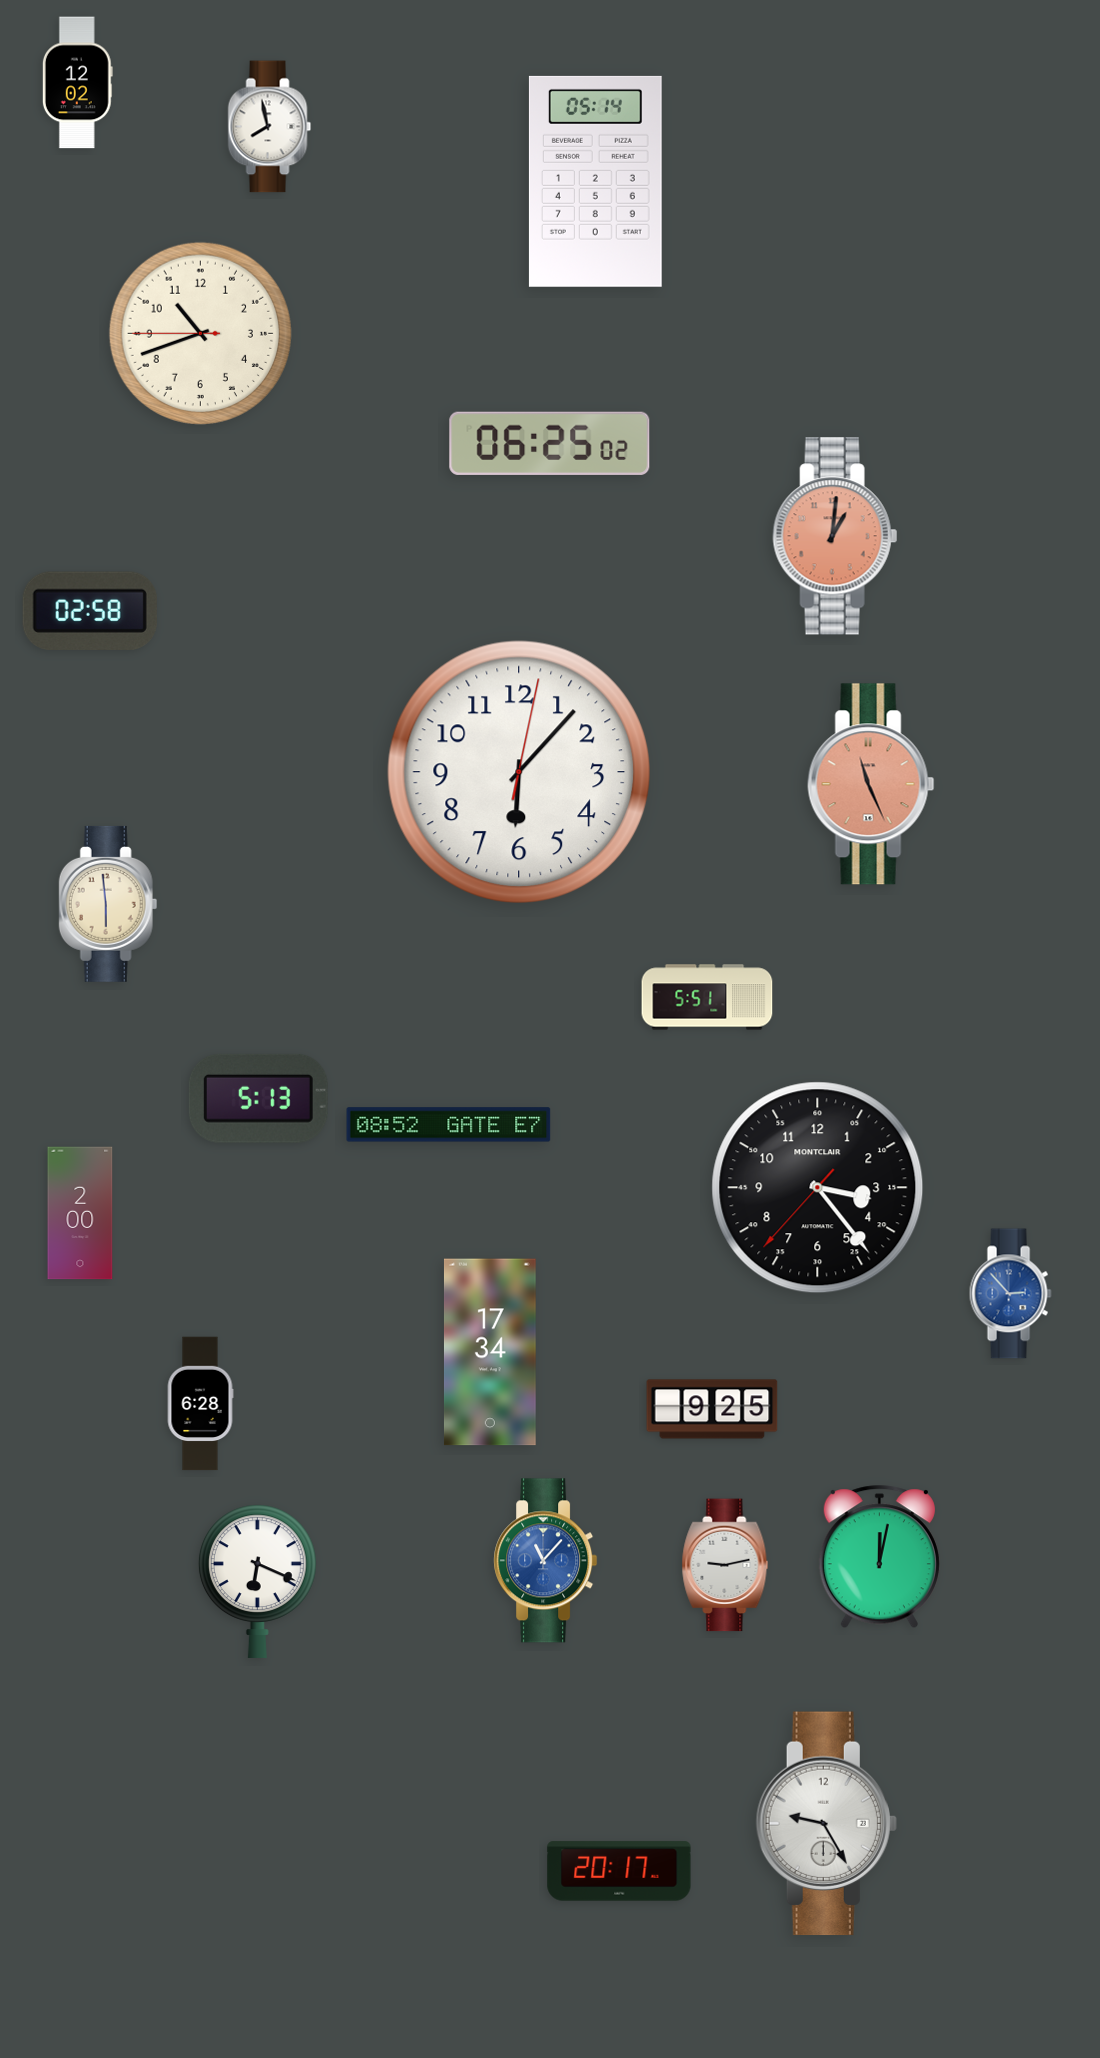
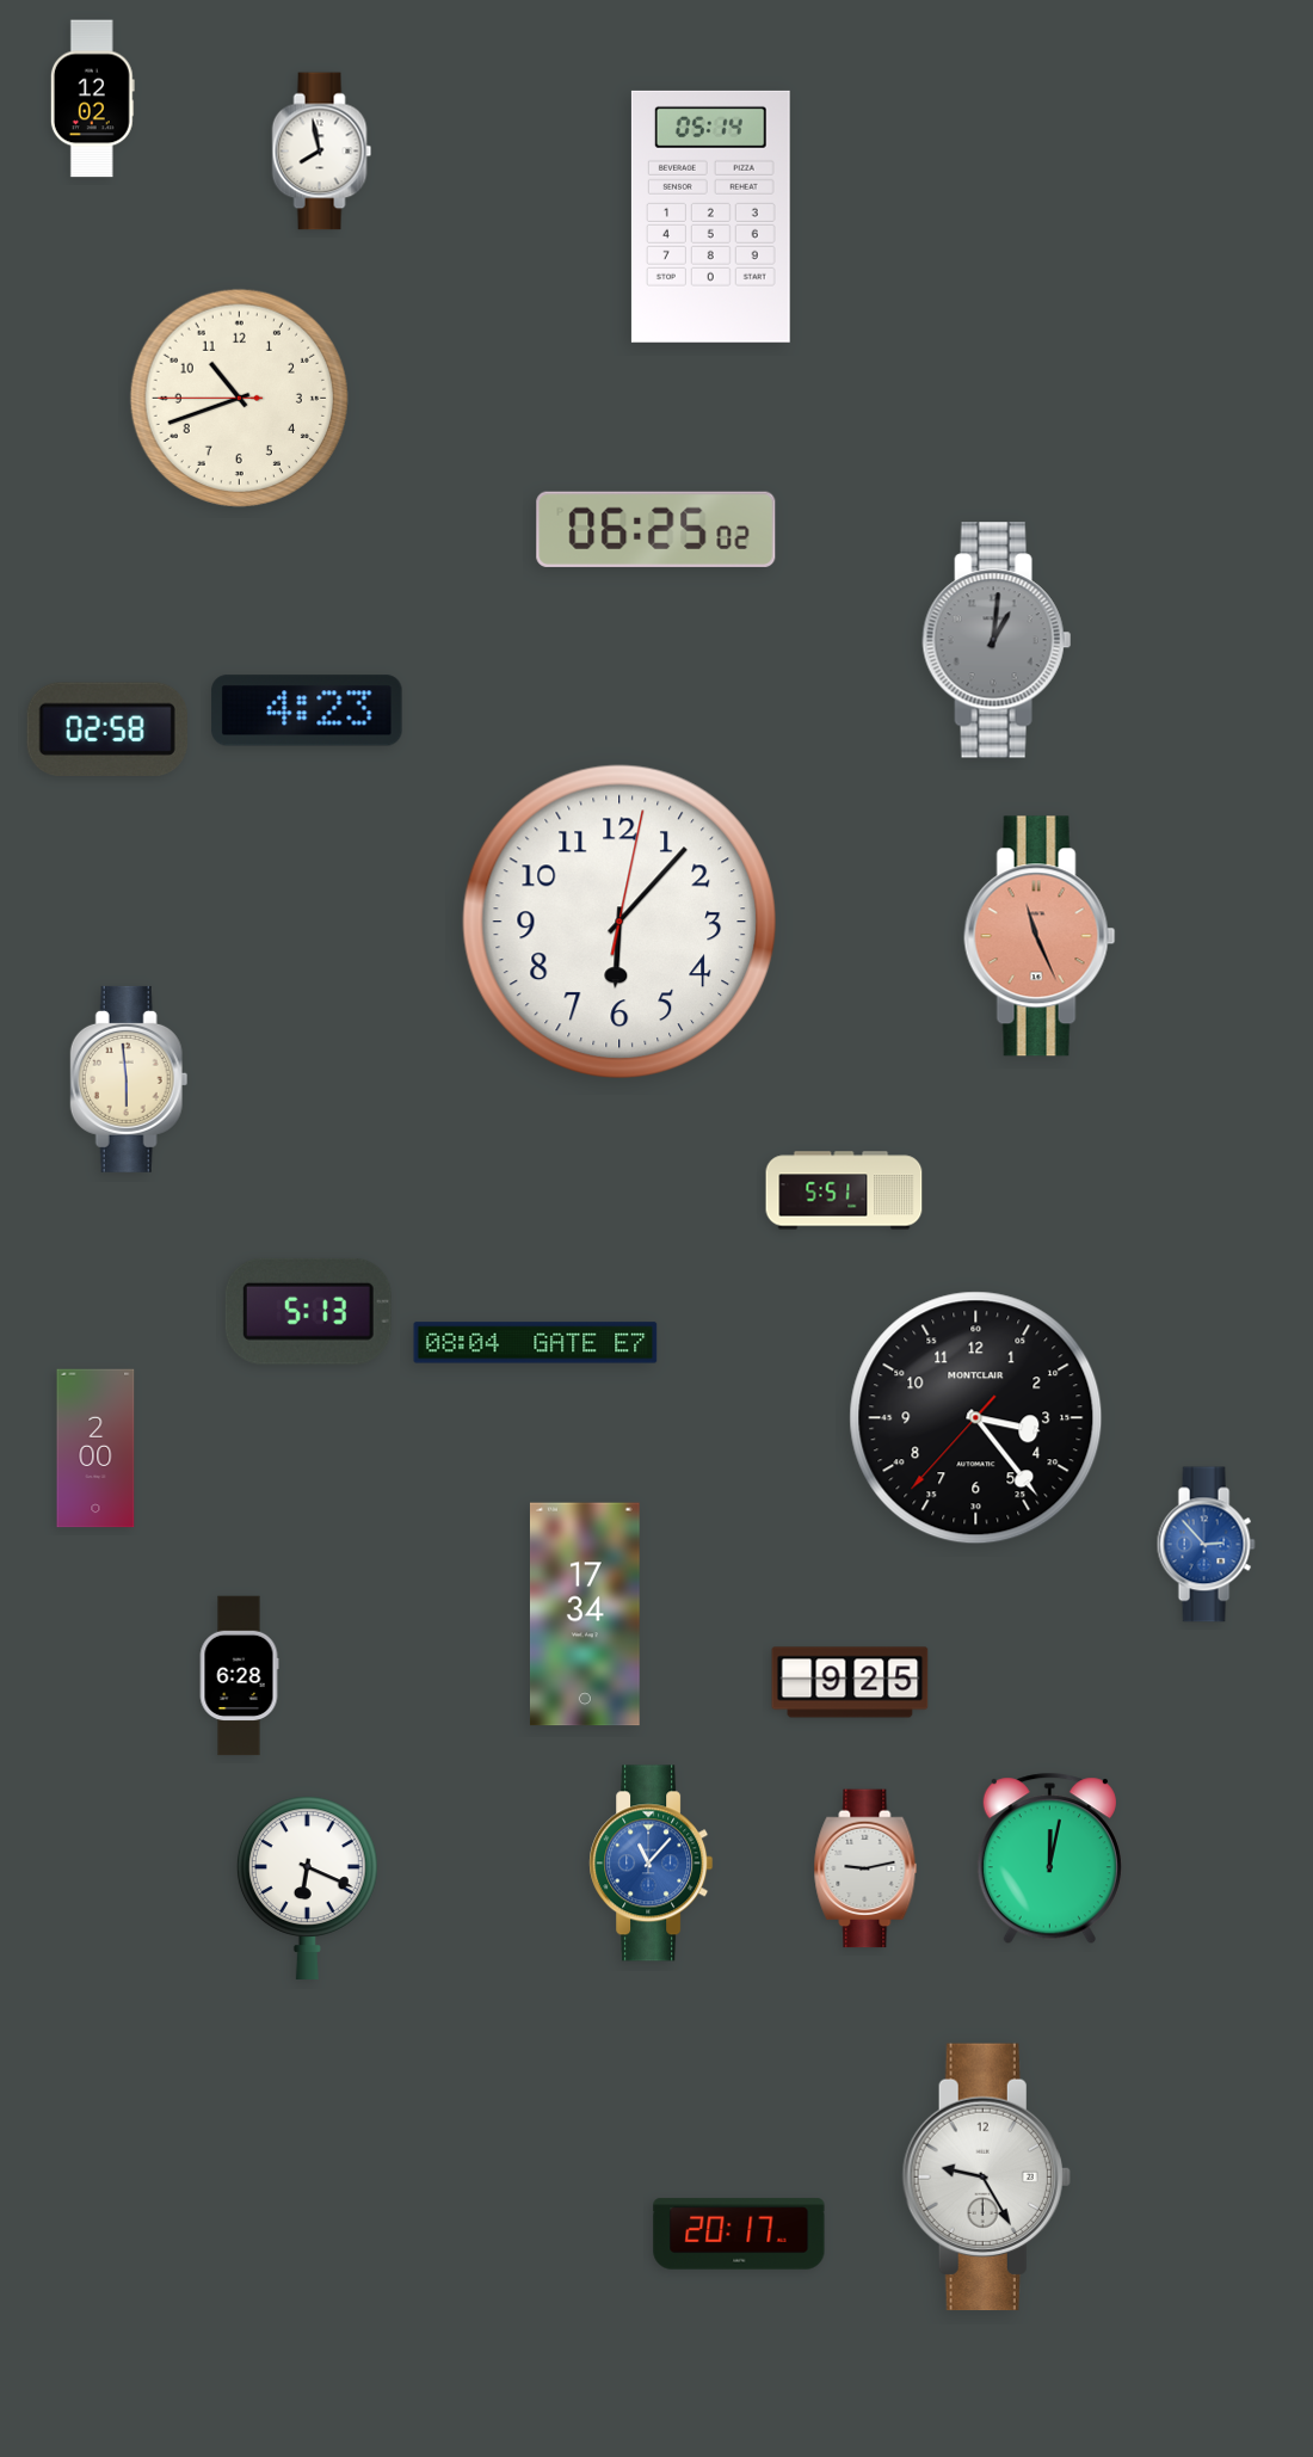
clock at (835, 536) dial: salmon -> grey
clock at (307, 710): none -> 4:23
clock at (449, 1125): 08:52 -> 08:04
